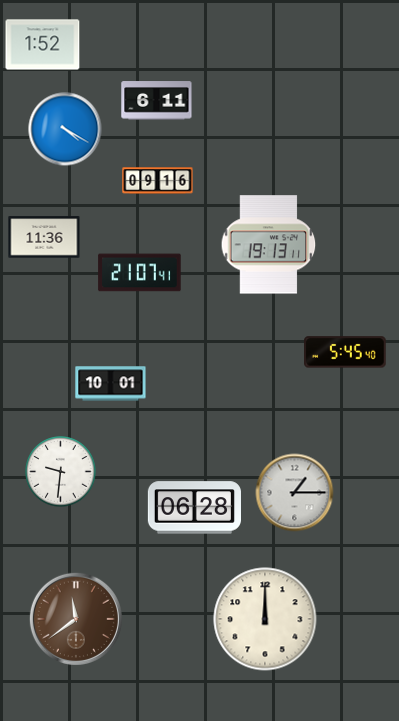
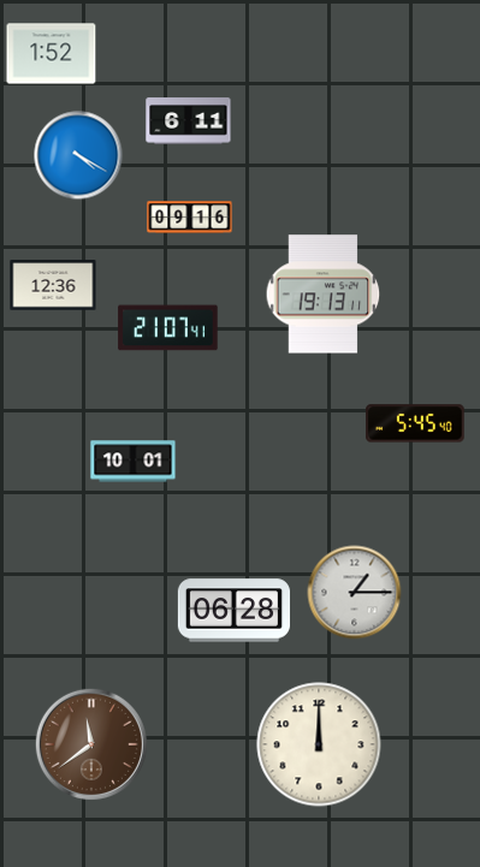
clock at (44, 237): 11:36 -> 12:36
clock at (61, 472): 9:31 -> none
